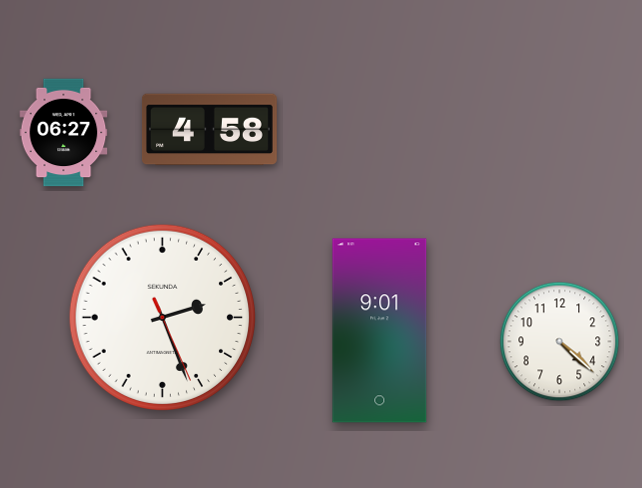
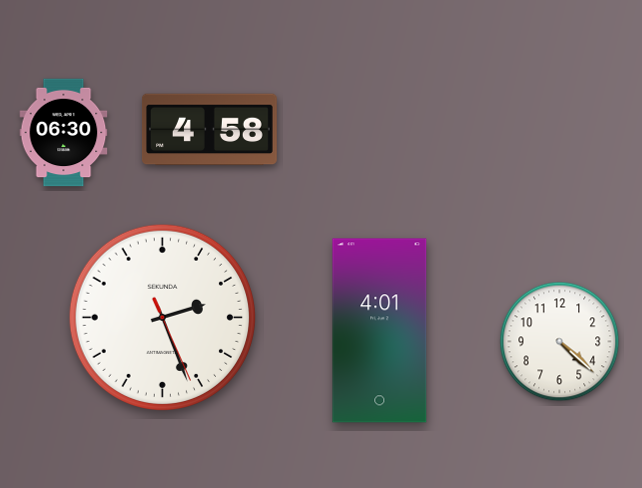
clock at (64, 133): 06:27 -> 06:30
clock at (380, 331): 9:01 -> 4:01
